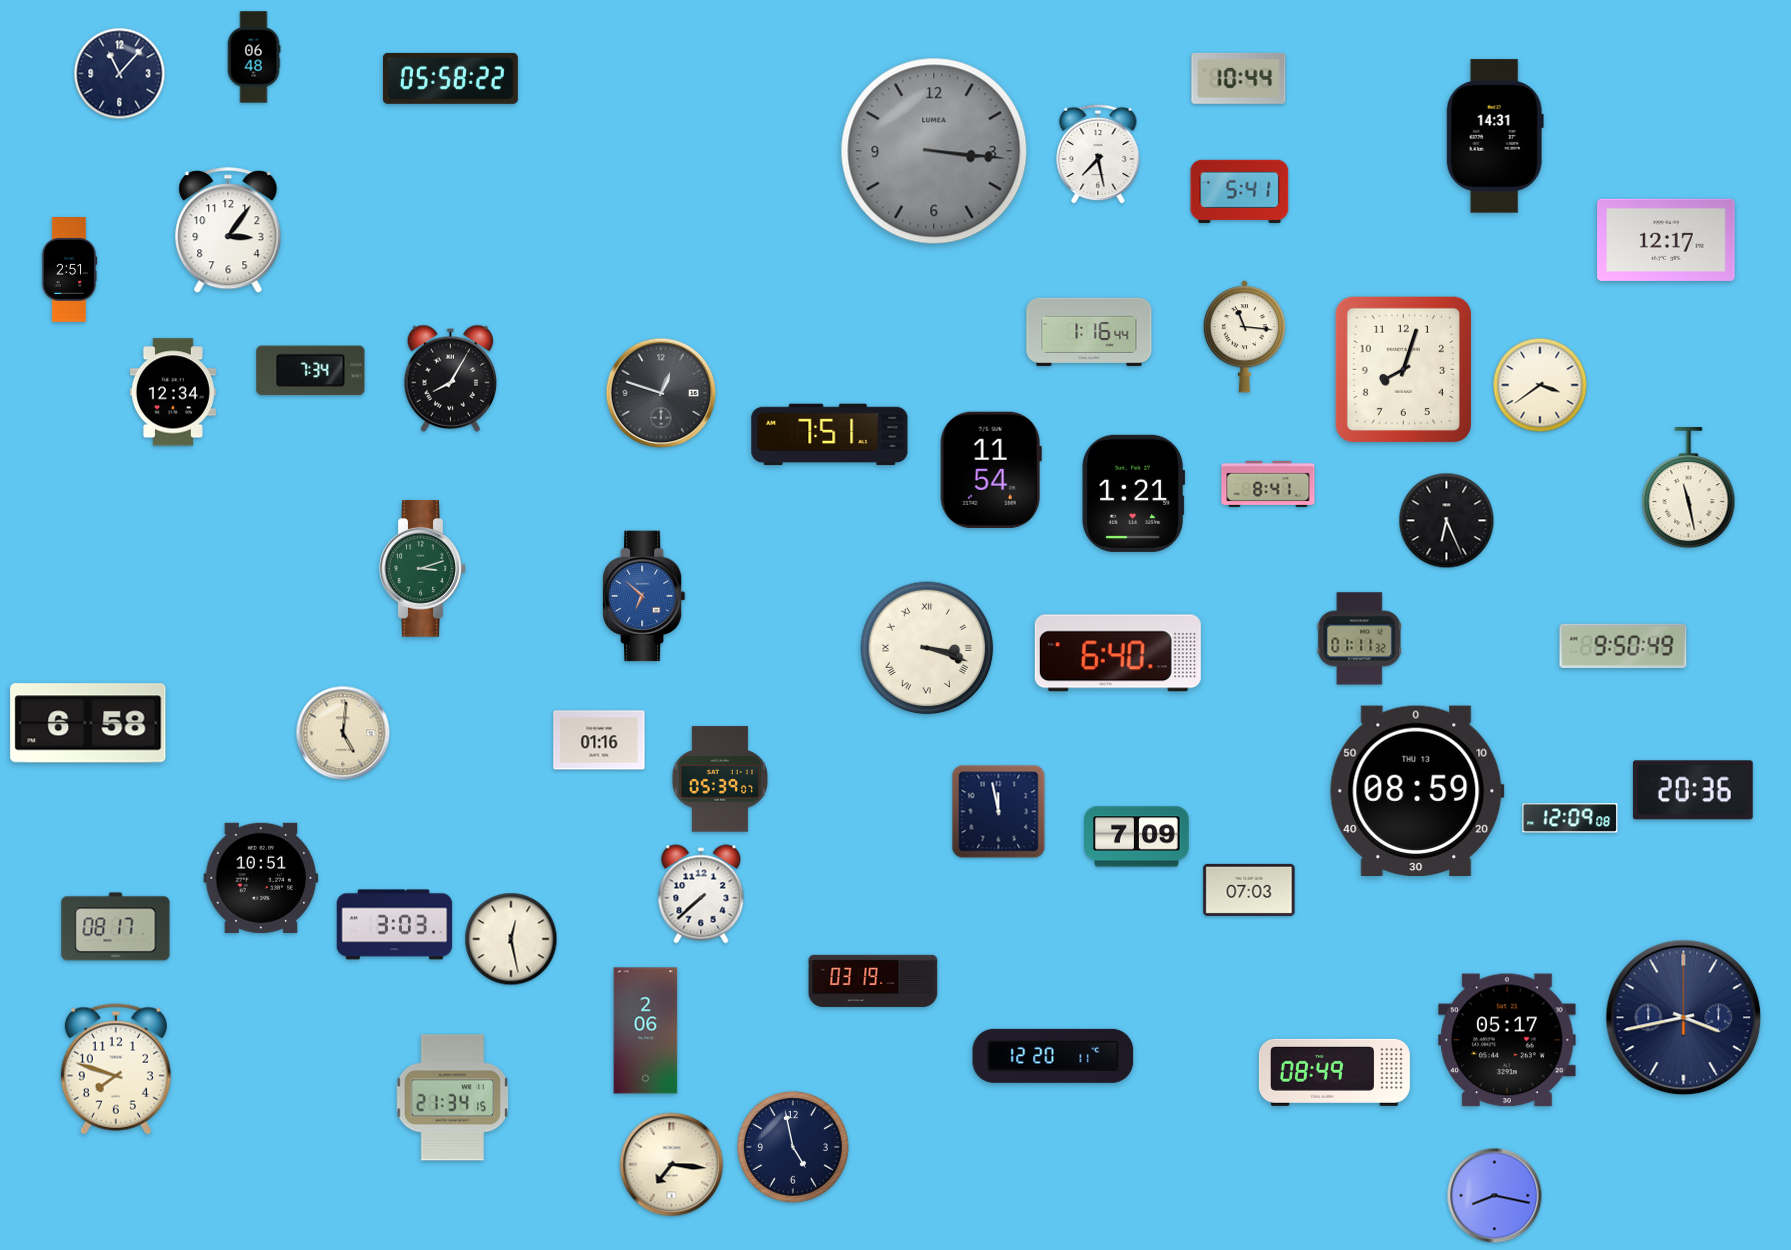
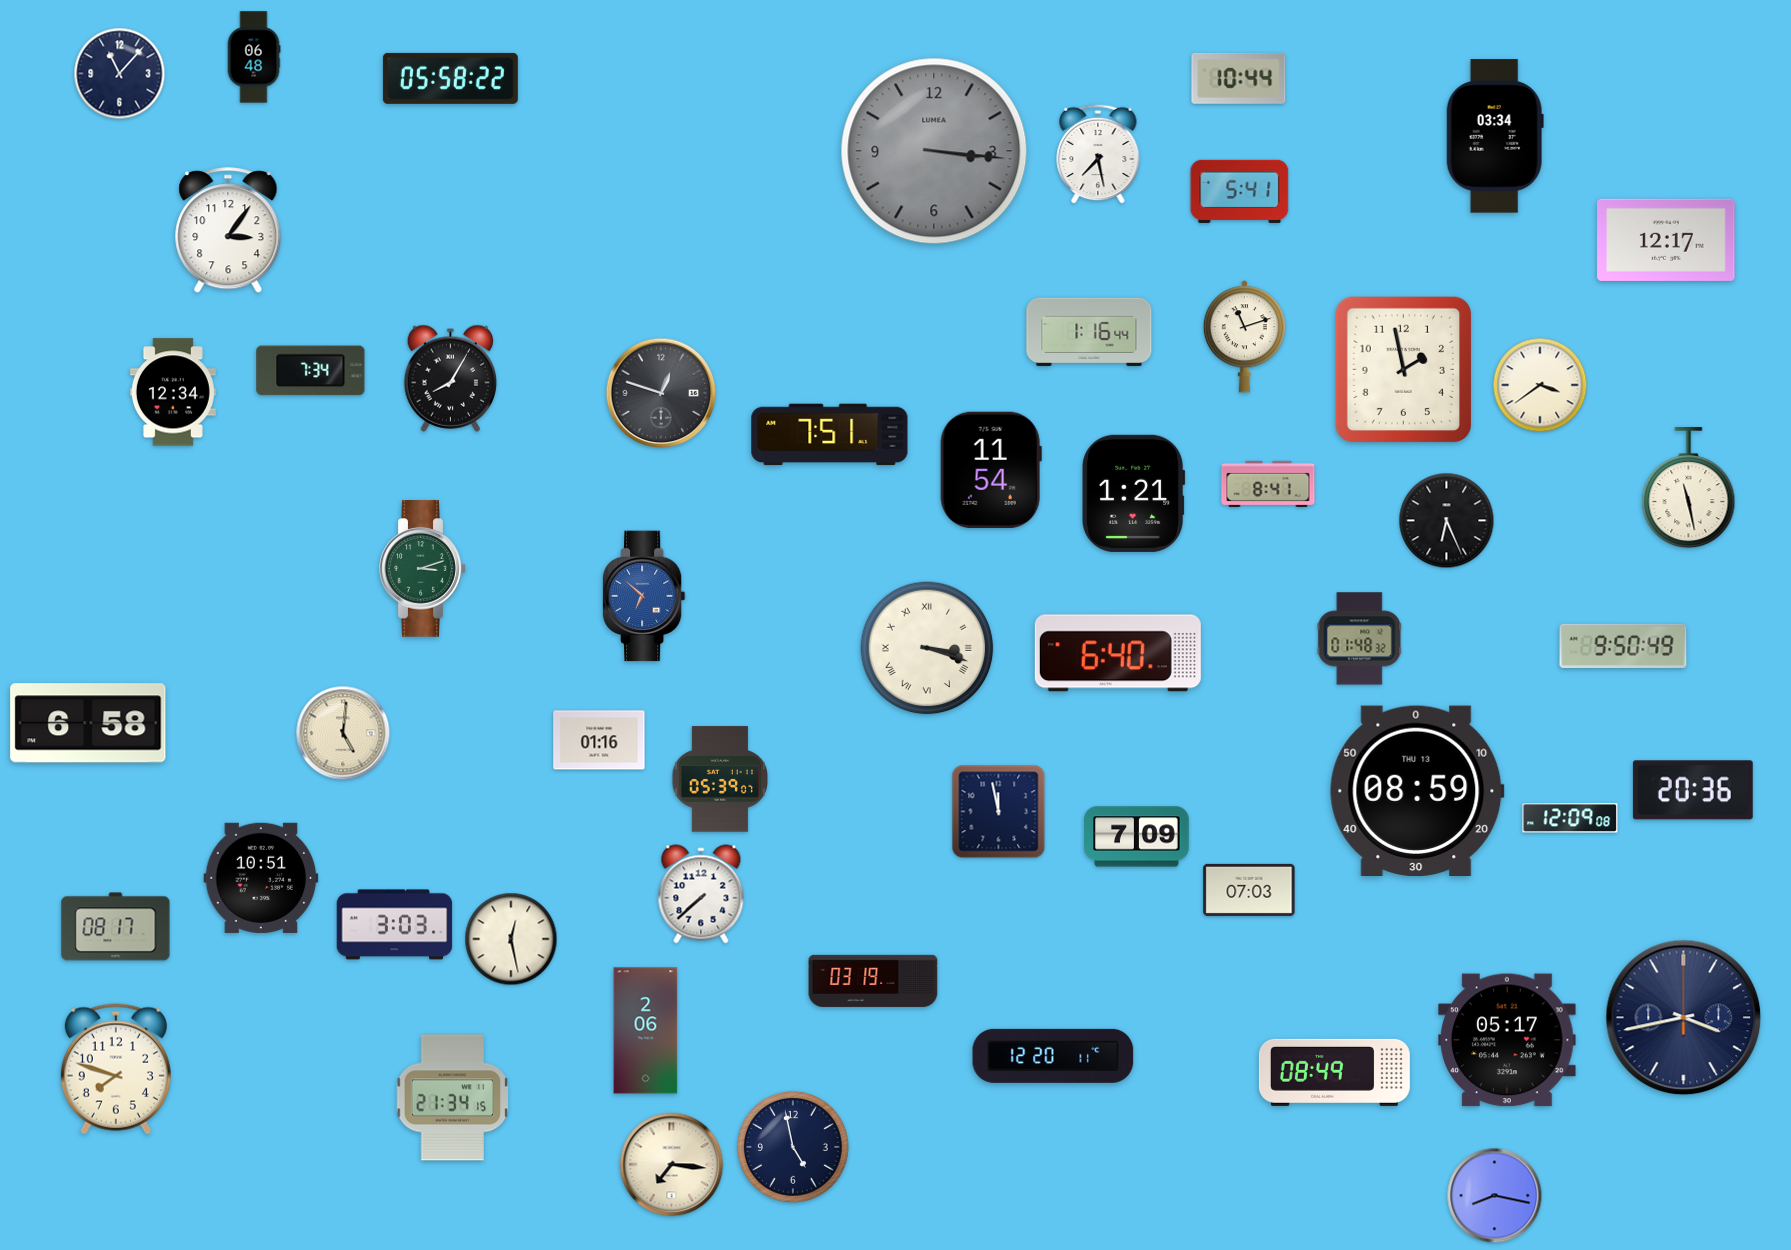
clock at (1495, 136): 14:31 -> 03:34
clock at (69, 270): 2:51 -> none
clock at (1244, 337): 11:16 -> 11:12
clock at (1403, 369): 8:03 -> 1:58
clock at (1360, 639): 01:11 -> 01:48
